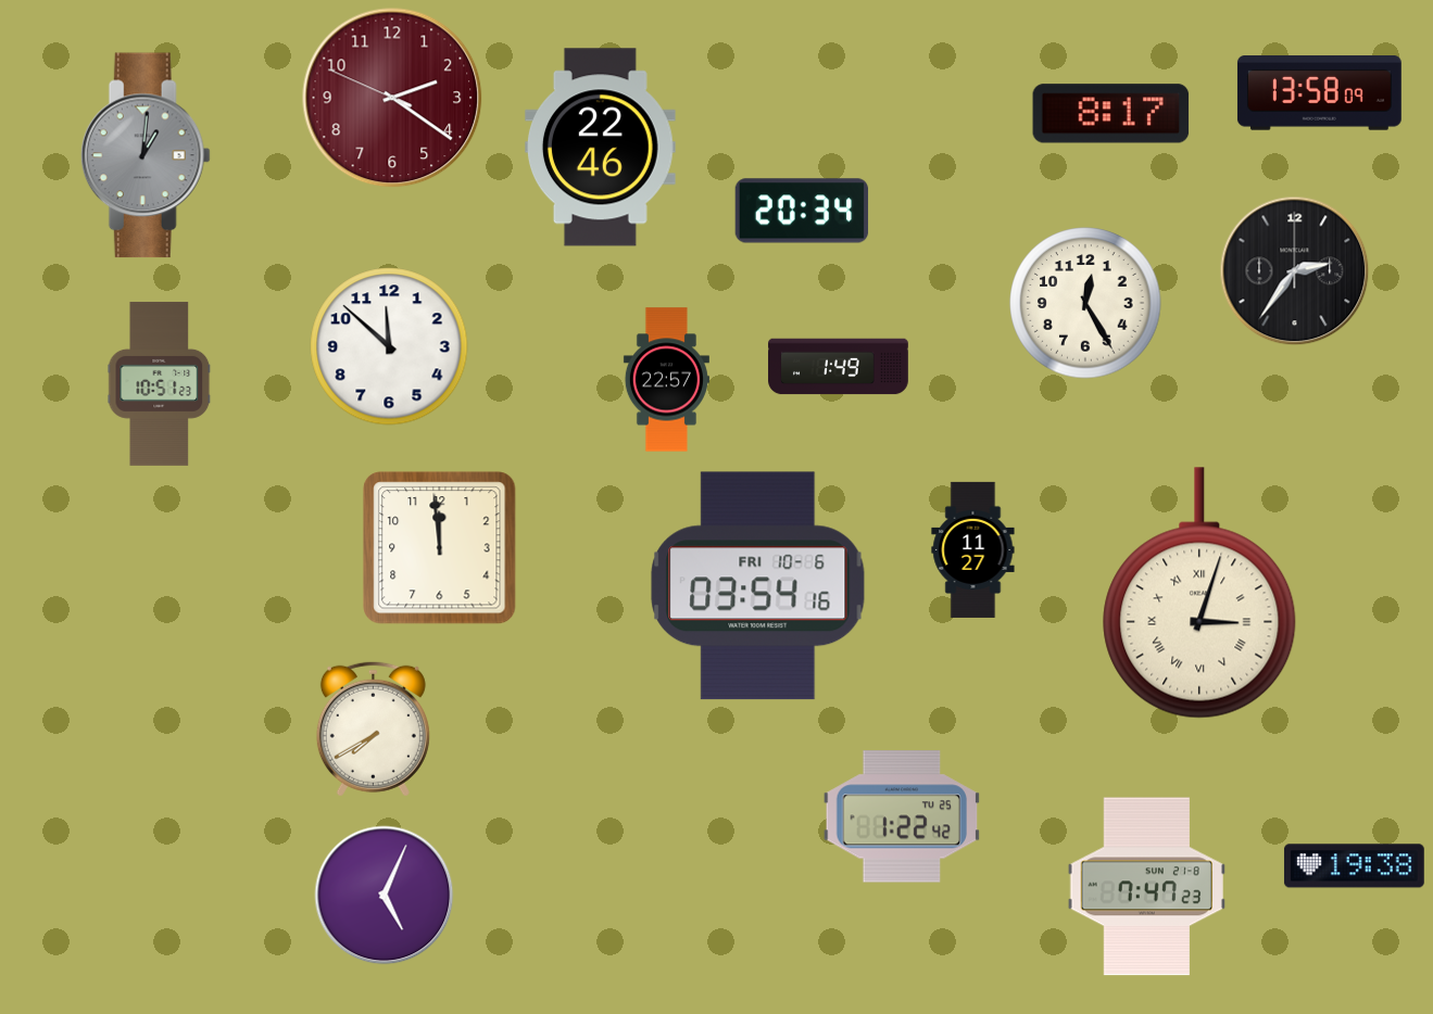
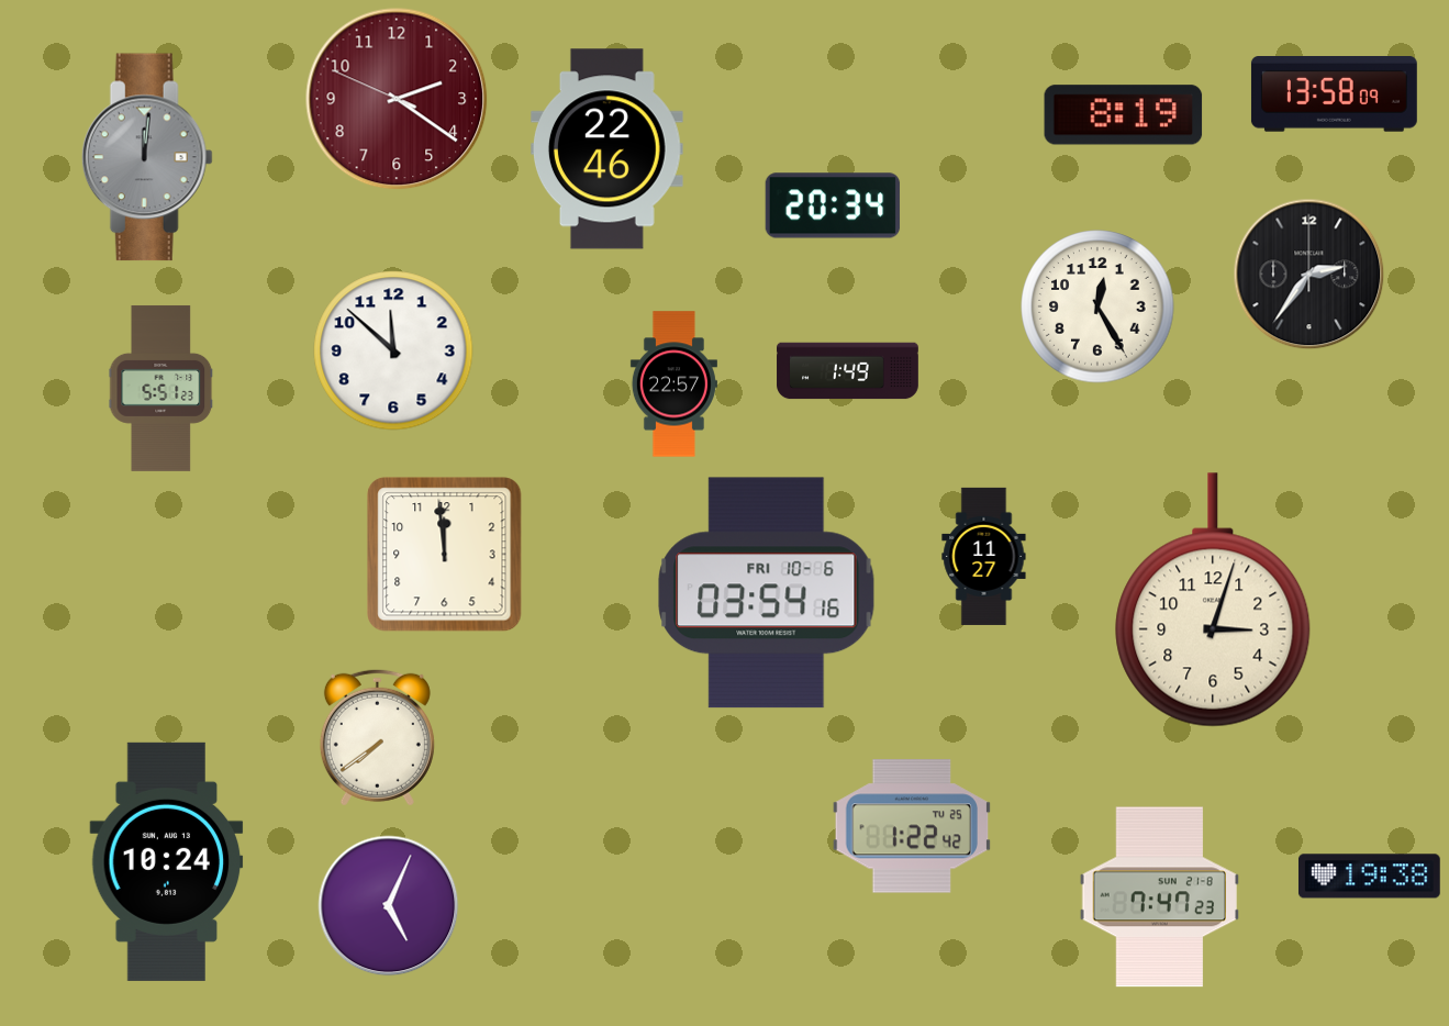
clock at (1111, 114): 8:17 -> 8:19
clock at (146, 155): 1:01 -> 12:01
clock at (802, 211) position: (802, 211) -> (833, 205)
clock at (160, 383): 10:51 -> 5:51
clock at (1199, 593) numerals: Roman -> Arabic
clock at (373, 728): 7:40 -> 7:39
clock at (167, 861): none -> 10:24
